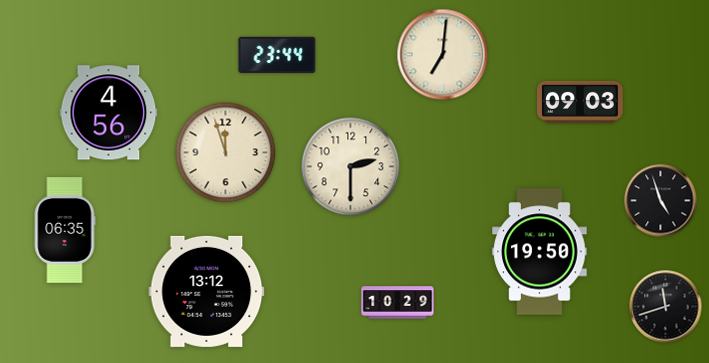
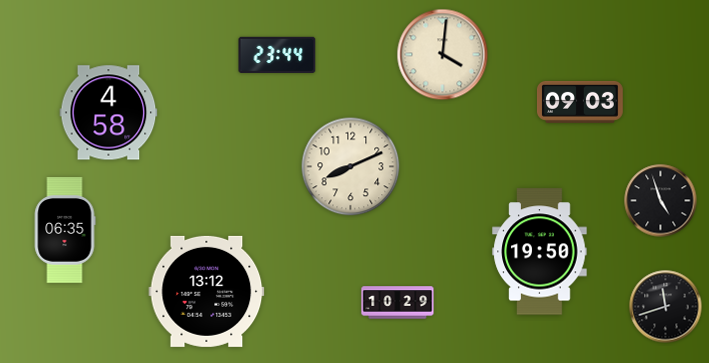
clock at (443, 55): 7:01 -> 4:01
clock at (109, 113): 4:56 -> 4:58
clock at (226, 153): 11:57 -> none
clock at (351, 167): 2:30 -> 8:11
